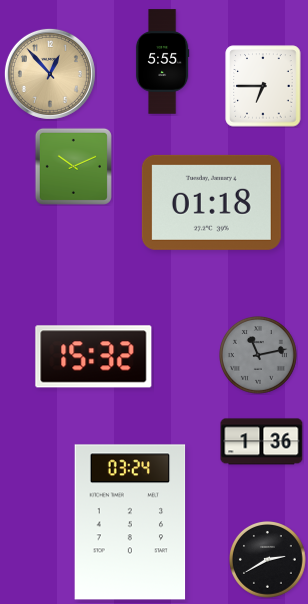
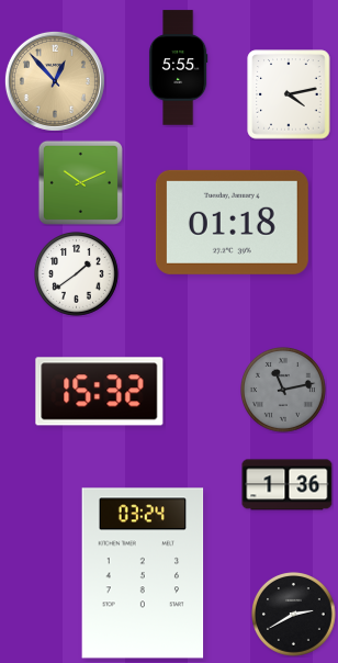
clock at (263, 86): 6:45 -> 4:13
clock at (77, 274): none -> 1:39
clock at (94, 357) position: (94, 357) -> (100, 392)
